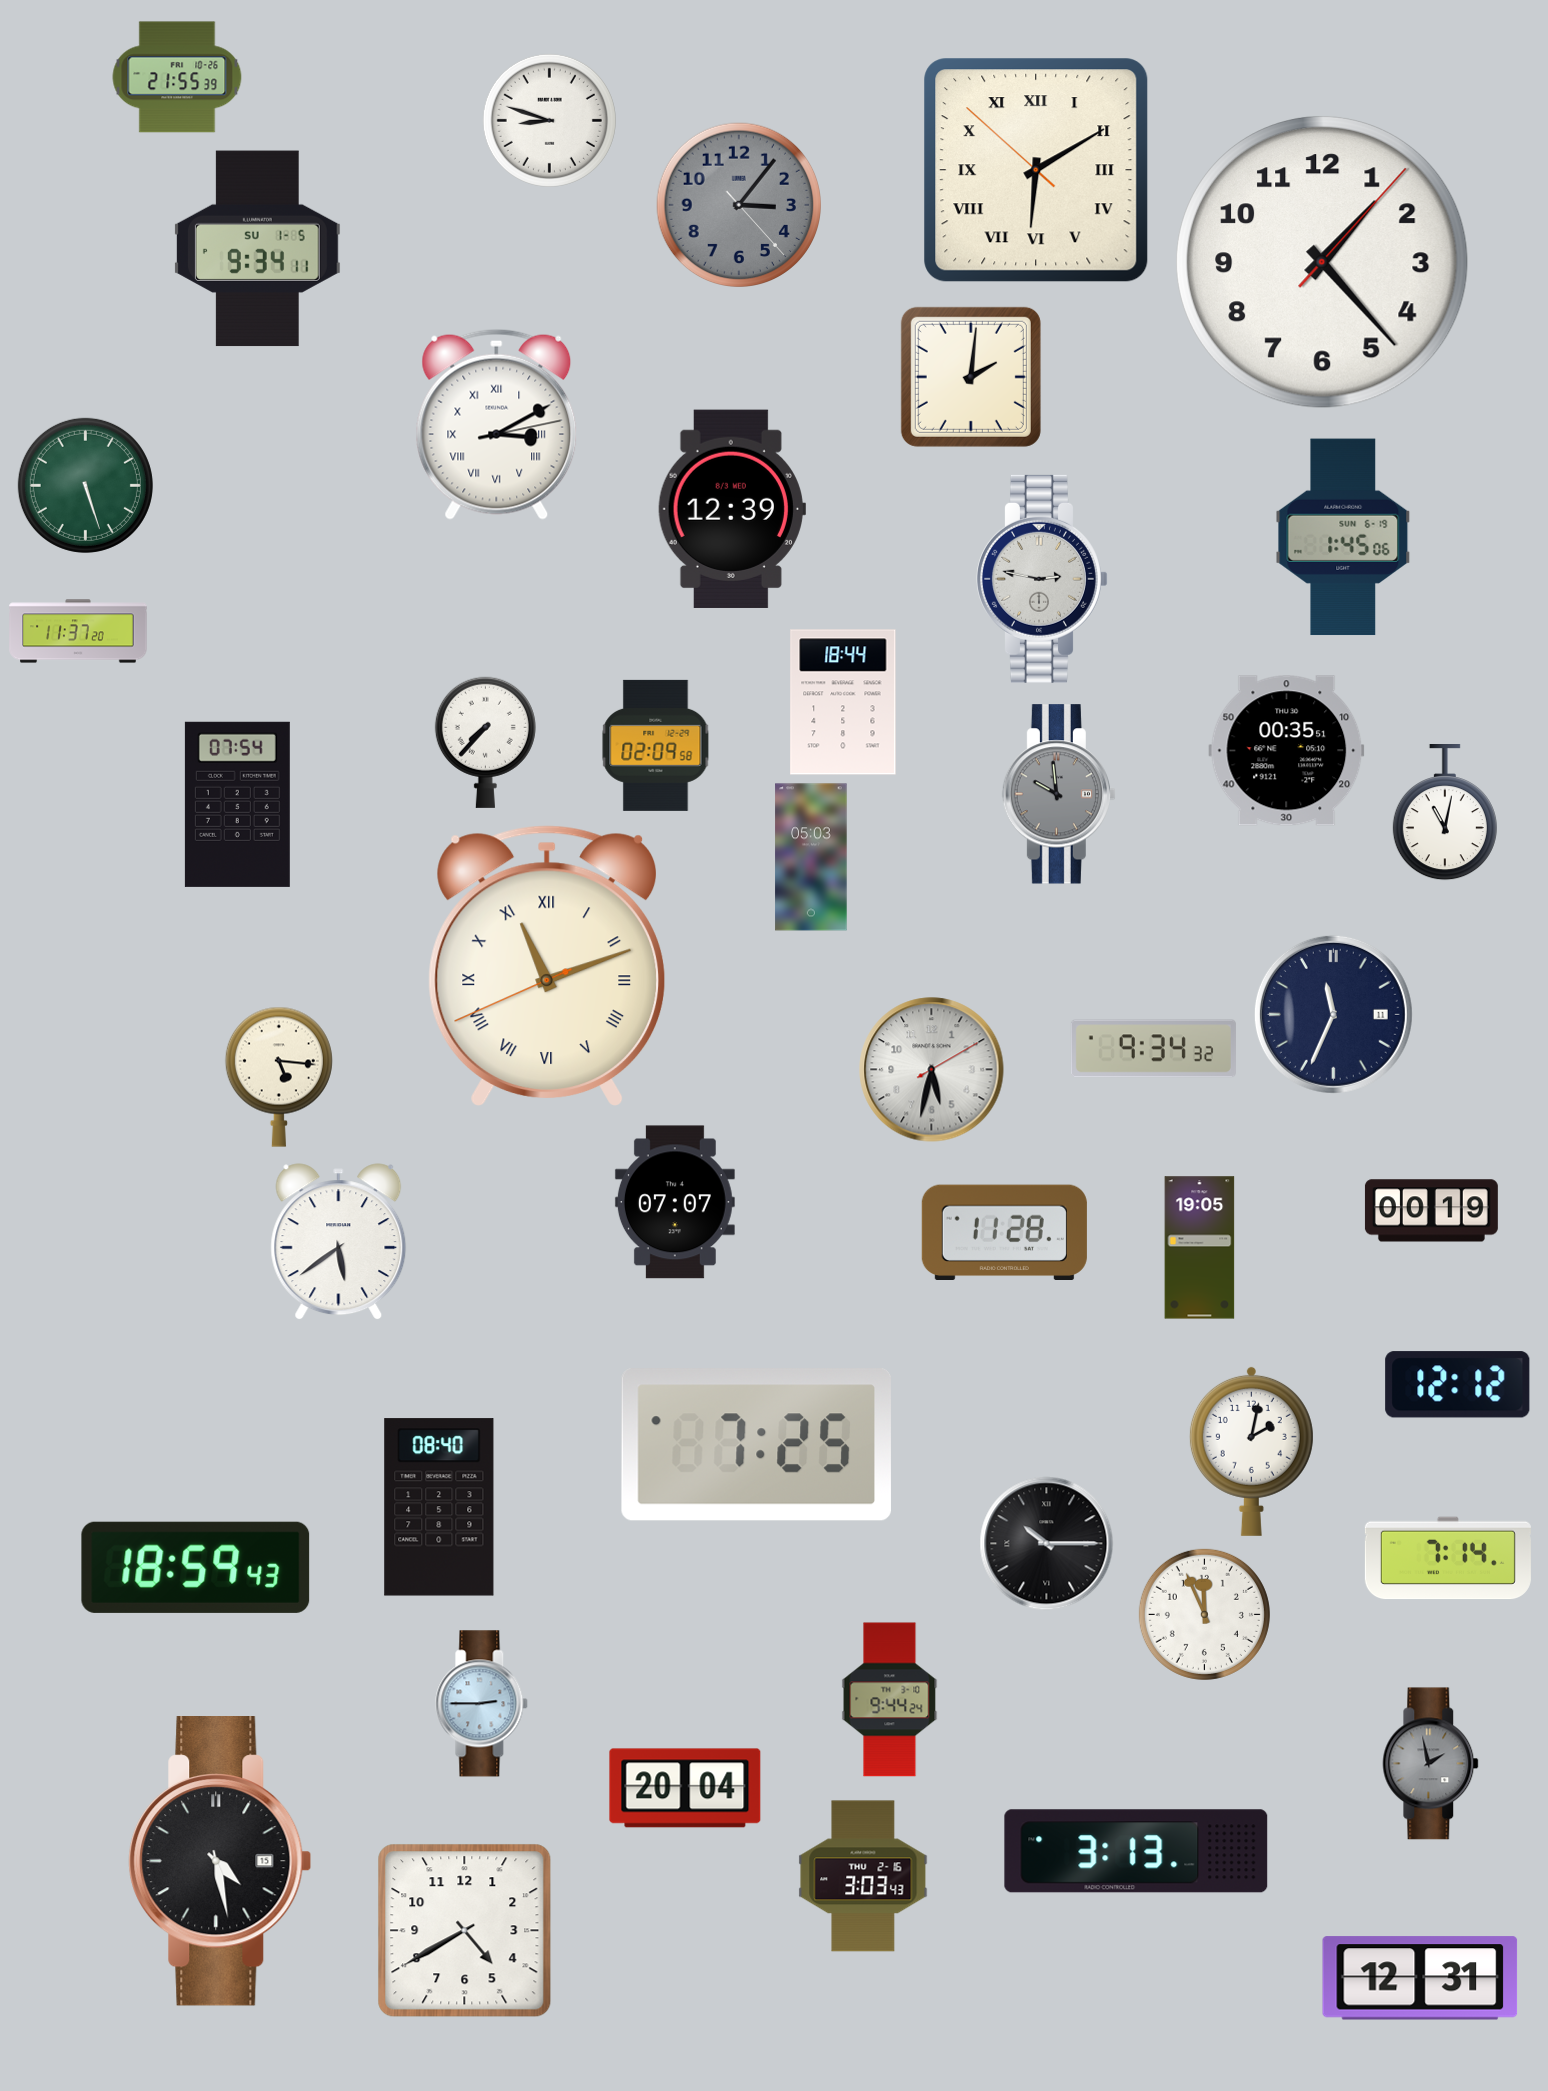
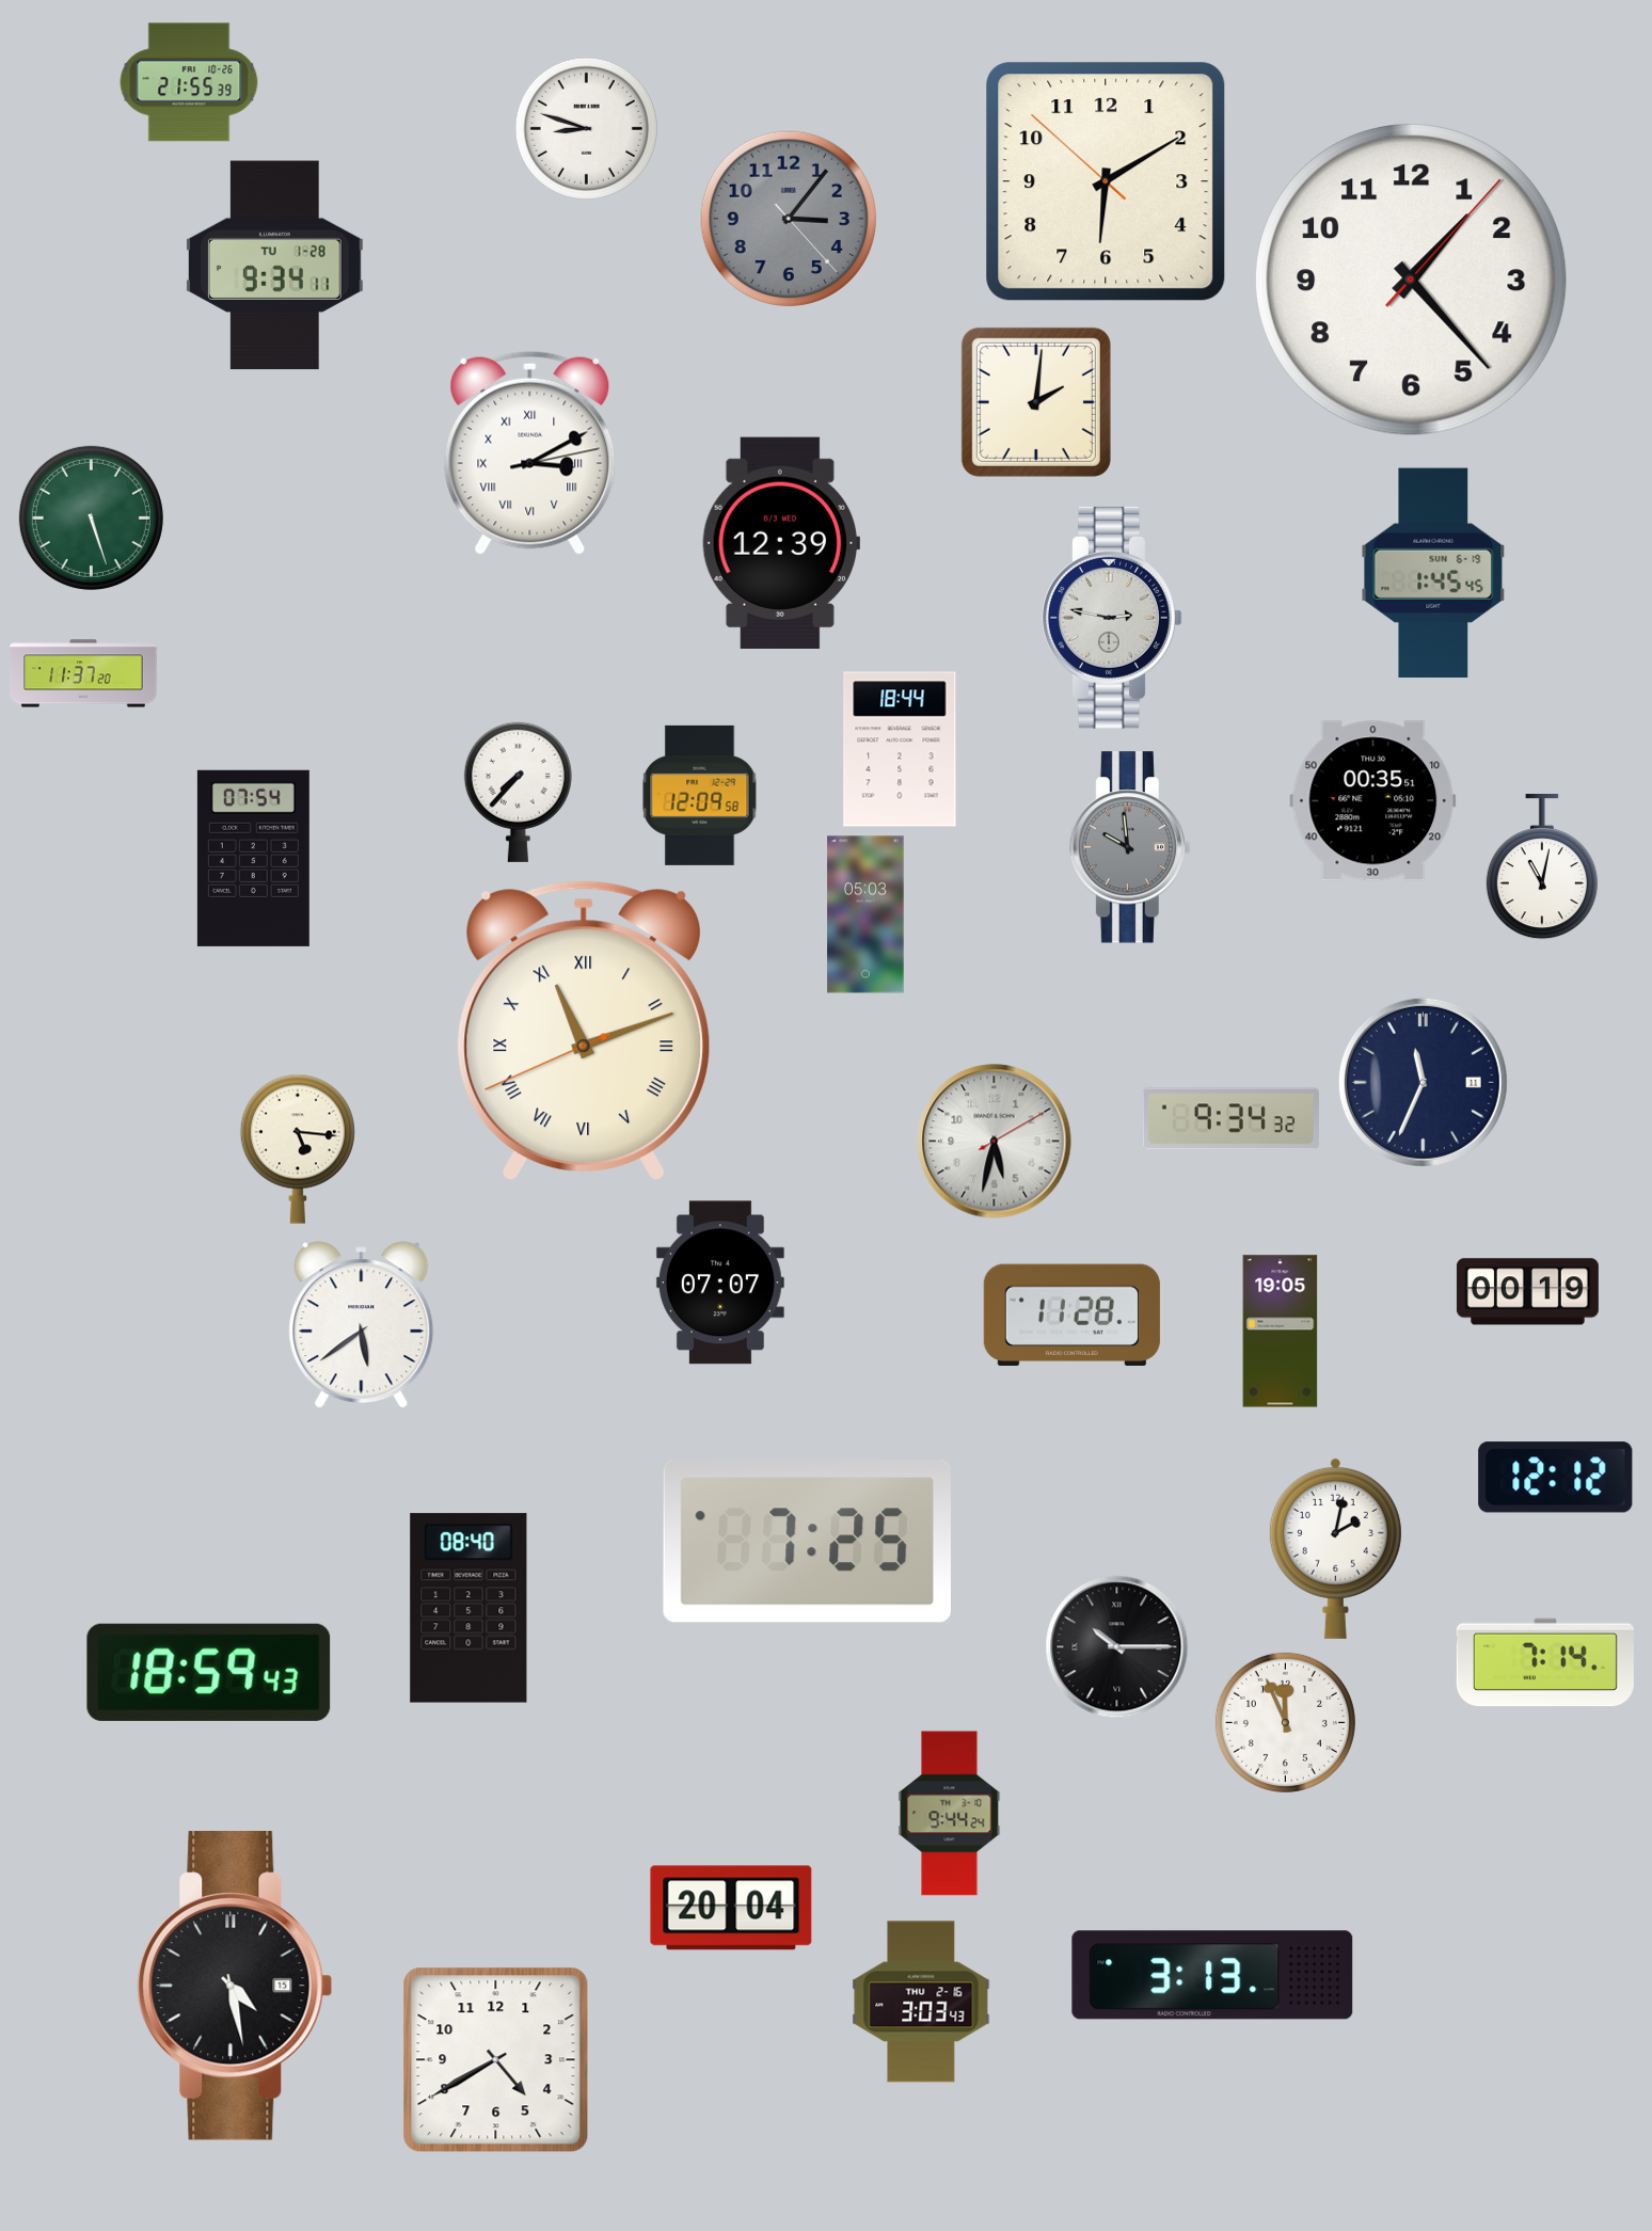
clock at (1036, 170) numerals: Roman -> Arabic
clock at (257, 249) date: SU 1-5 -> TU 1-28
clock at (1343, 537): 1:45:06 -> 1:45:45
clock at (656, 745): 02:09 -> 12:09
clock at (482, 1704): 2:45 -> none
clock at (1431, 1764): 1:58 -> none
clock at (1420, 1978): 12:31 -> none
